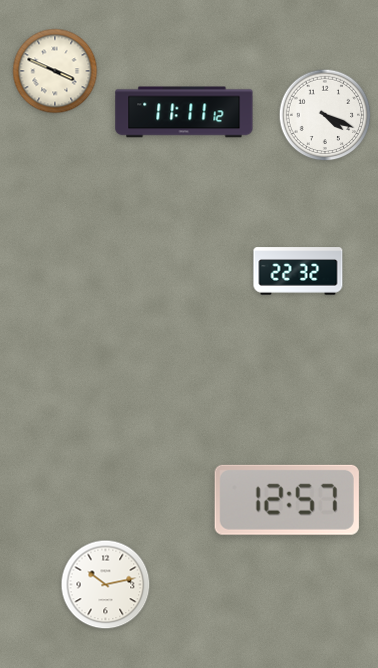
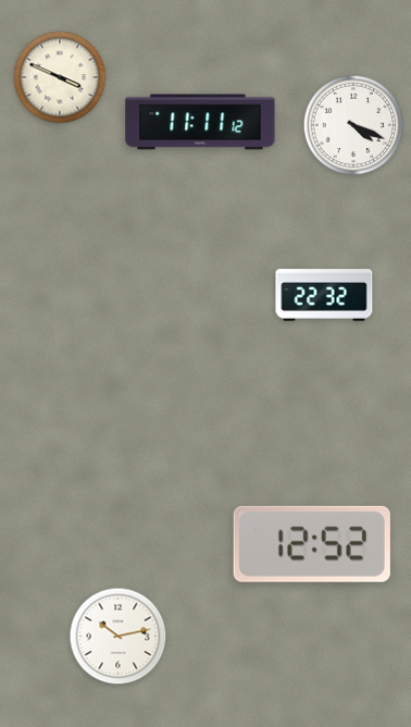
clock at (287, 500): 12:57 -> 12:52
clock at (106, 585) position: (106, 585) -> (119, 637)
